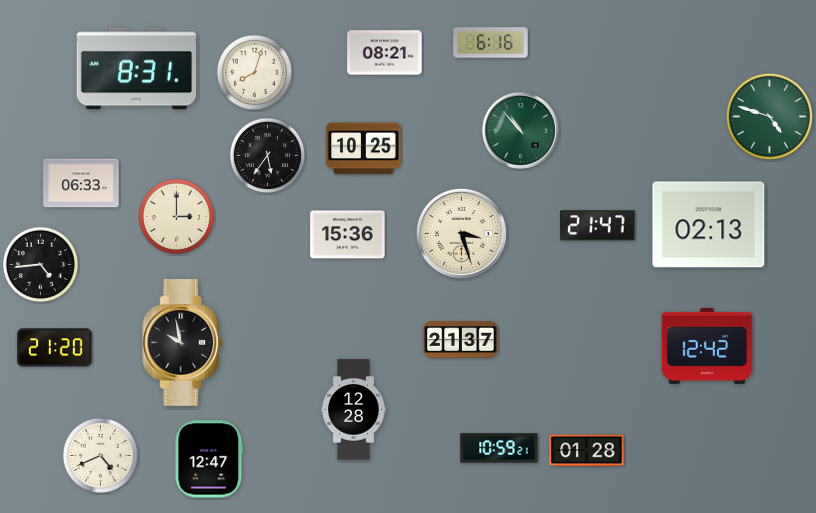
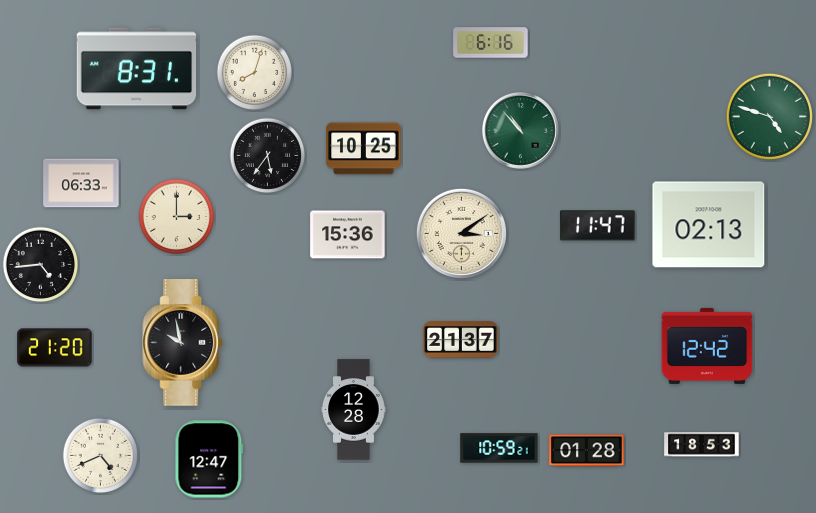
clock at (385, 53): 08:21 -> none
clock at (598, 226): 21:47 -> 11:47
clock at (461, 233): 3:27 -> 3:09
clock at (702, 445): none -> 18:53
